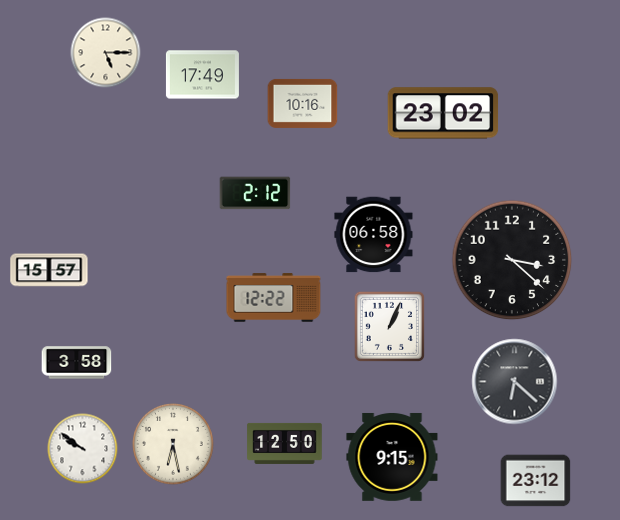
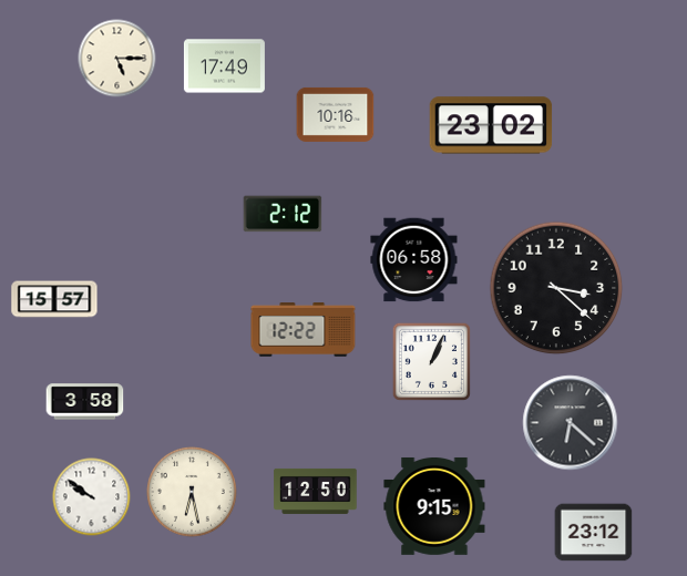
clock at (202, 75) position: (202, 75) -> (224, 66)
clock at (512, 260) position: (512, 260) -> (556, 288)
